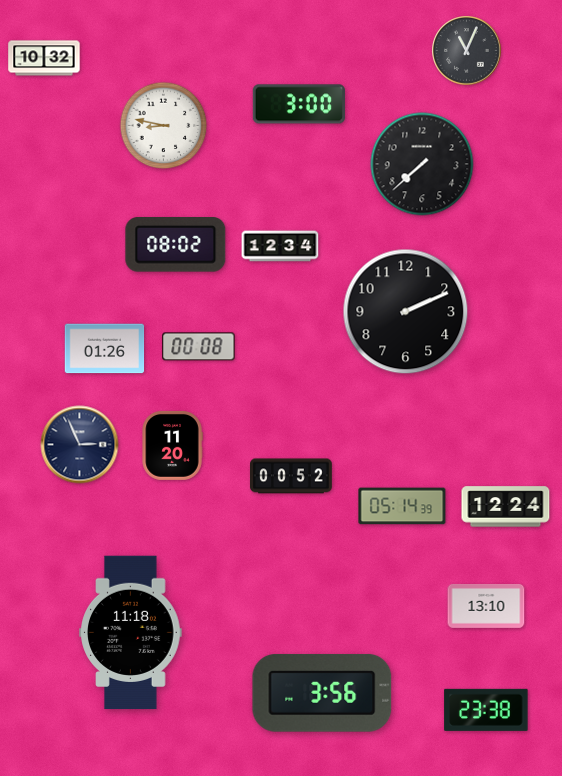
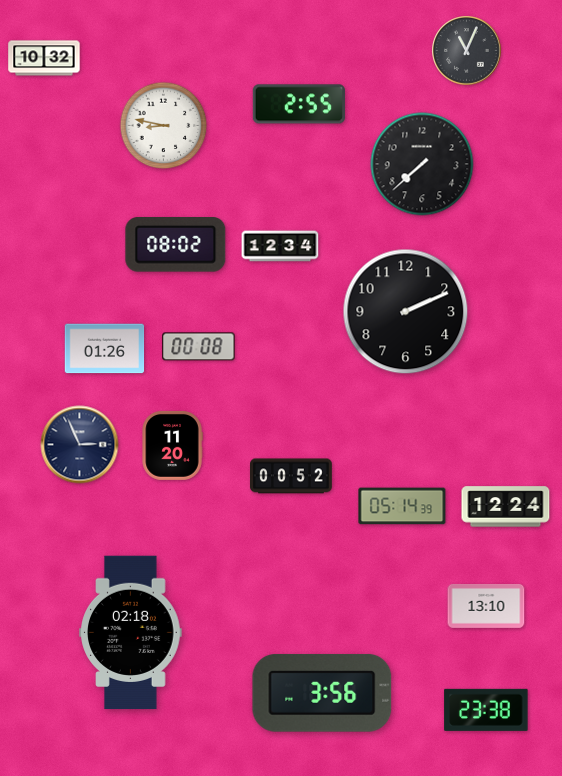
clock at (299, 104): 3:00 -> 2:55
clock at (131, 633): 11:18 -> 02:18
